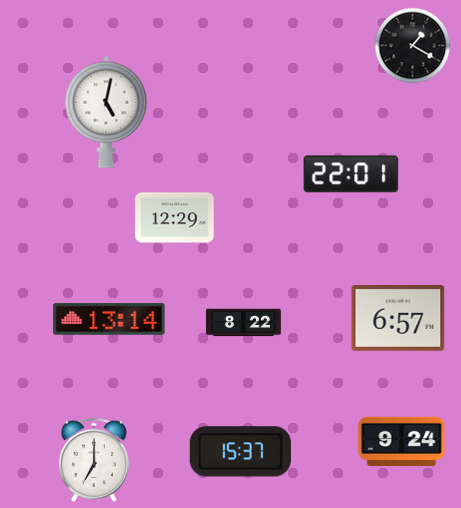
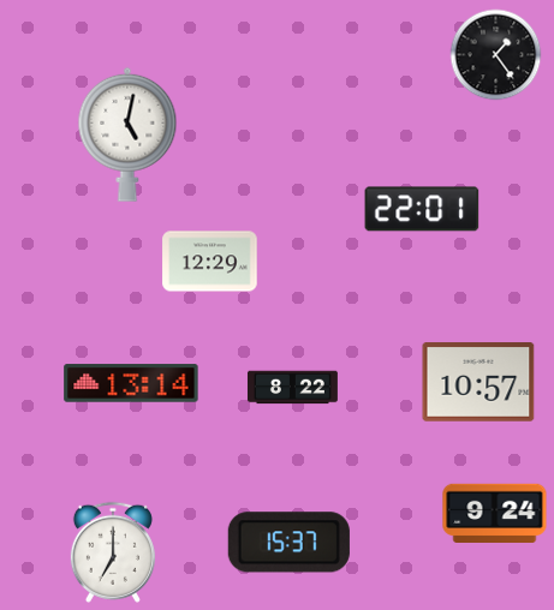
clock at (413, 46): 1:20 -> 1:24
clock at (398, 319): 6:57 -> 10:57
clock at (402, 442) position: (402, 442) -> (495, 514)
